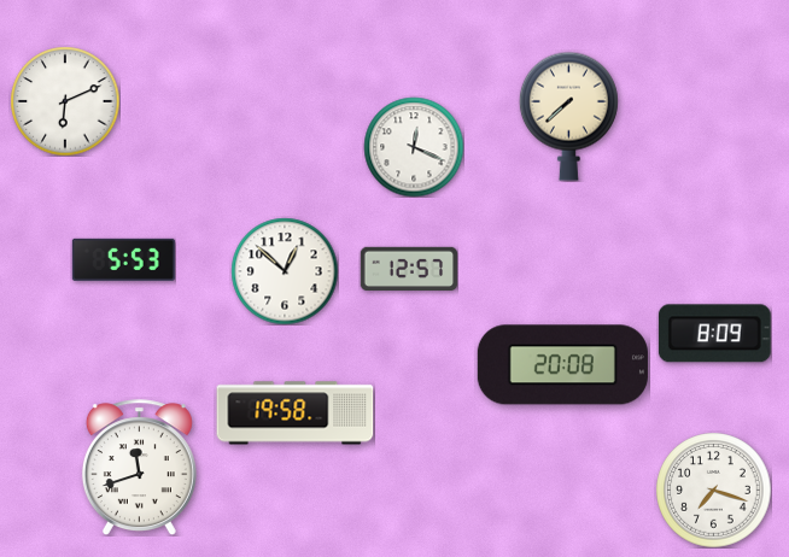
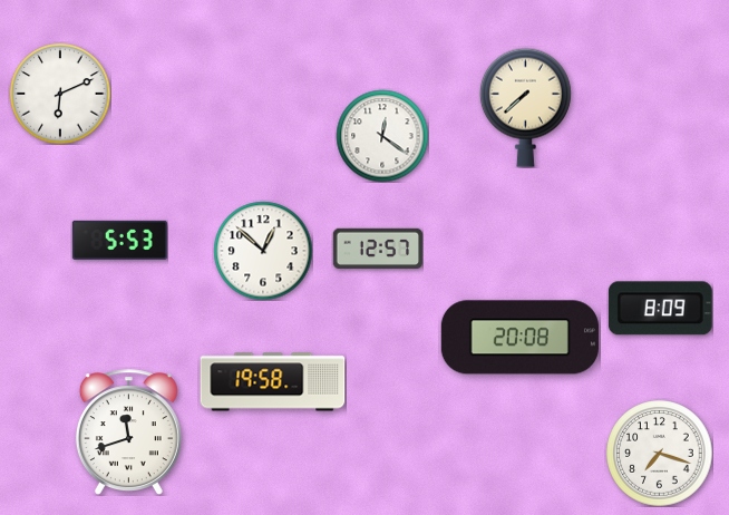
clock at (414, 147): 12:19 -> 12:21
clock at (123, 259) position: (123, 259) -> (119, 240)
